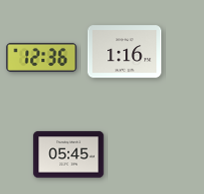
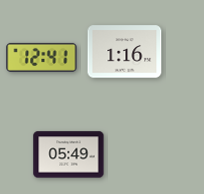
clock at (42, 57): 12:36 -> 12:41
clock at (69, 155): 05:45 -> 05:49
